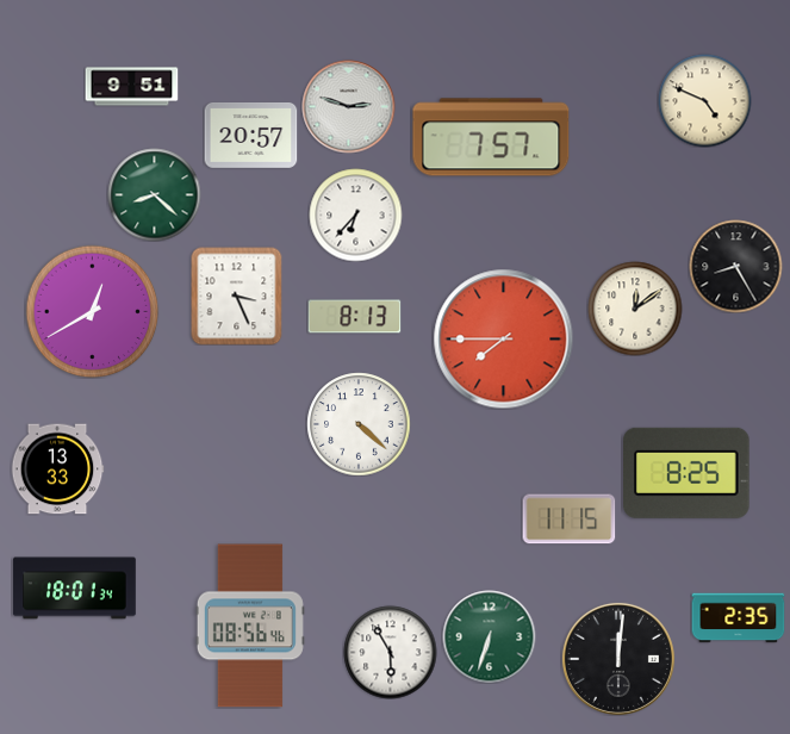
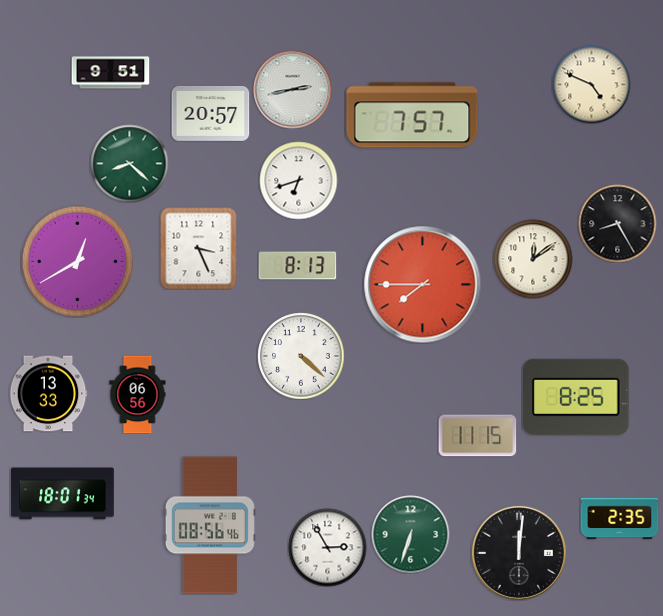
clock at (348, 106): 2:48 -> 2:43
clock at (355, 214): 6:37 -> 6:42
clock at (138, 394): none -> 06:56
clock at (390, 652): 5:55 -> 2:55
